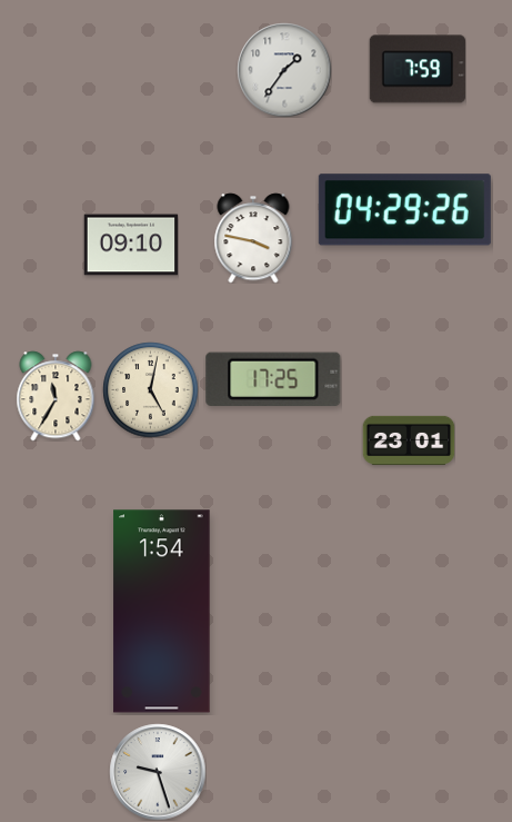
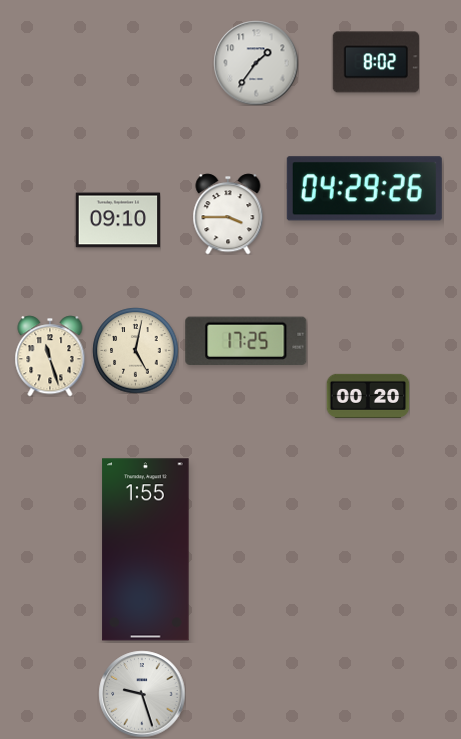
clock at (418, 69): 7:59 -> 8:02
clock at (253, 238): 3:47 -> 3:45
clock at (56, 396): 11:35 -> 11:27
clock at (409, 440): 23:01 -> 00:20
clock at (162, 612): 1:54 -> 1:55
